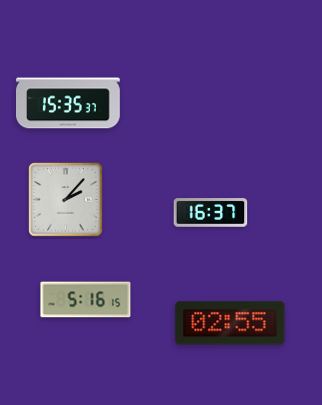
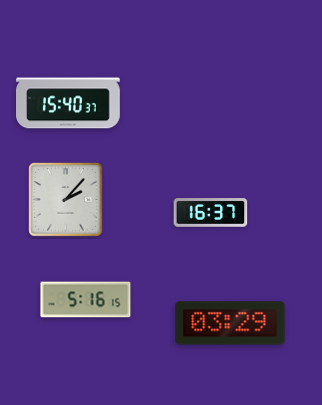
clock at (69, 103): 15:35 -> 15:40
clock at (230, 323): 02:55 -> 03:29
